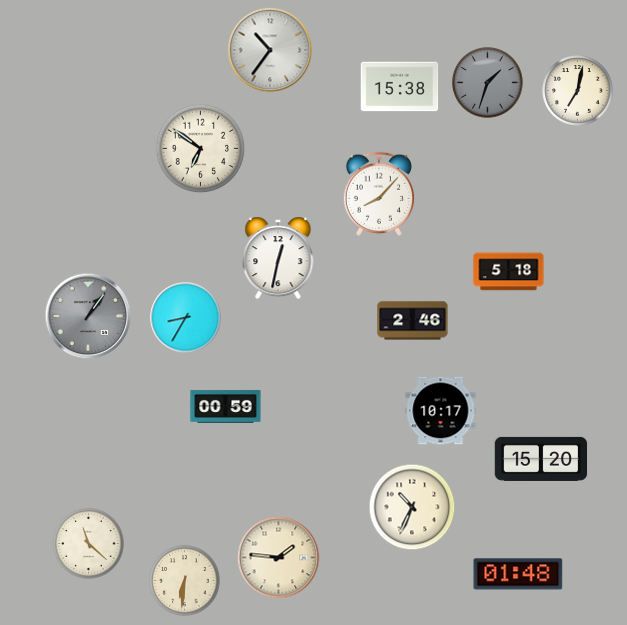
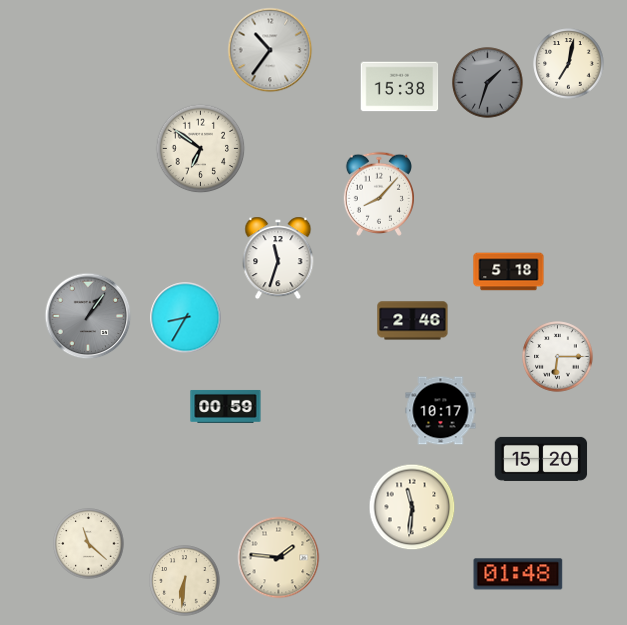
clock at (578, 91) position: (578, 91) -> (569, 64)
clock at (278, 258): 12:32 -> 11:33
clock at (558, 357): none -> 6:15
clock at (412, 507): 10:34 -> 11:31
